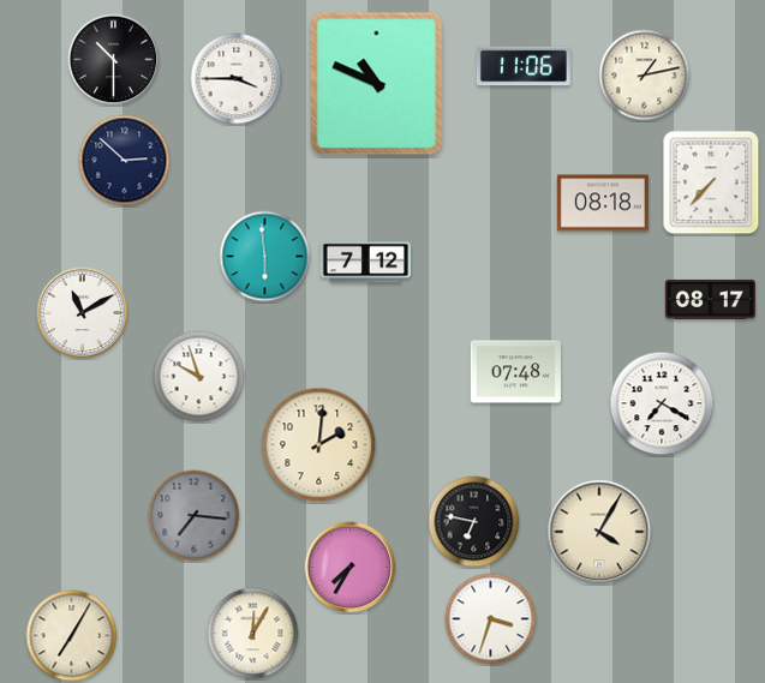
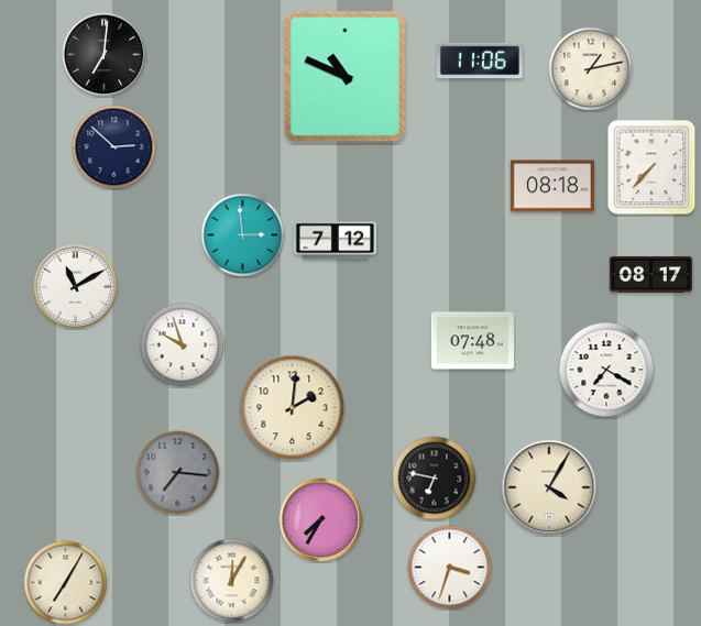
clock at (114, 60): 10:30 -> 7:01
clock at (237, 79): 3:45 -> none
clock at (265, 257): 5:59 -> 2:59
